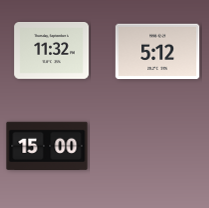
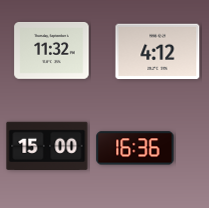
clock at (158, 52): 5:12 -> 4:12
clock at (135, 148): none -> 16:36
